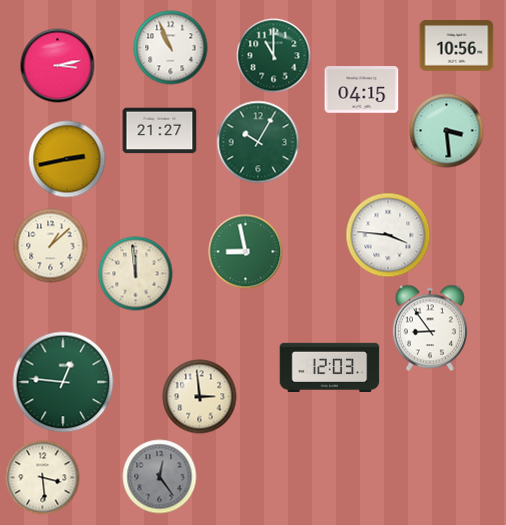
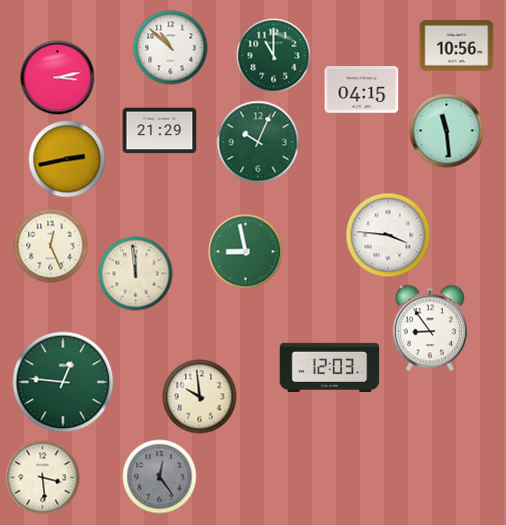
clock at (171, 48): 10:56 -> 10:52
clock at (58, 66) position: (58, 66) -> (58, 78)
clock at (160, 131): 21:27 -> 21:29
clock at (447, 131): 3:29 -> 11:29
clock at (258, 142): 10:05 -> 10:04
clock at (51, 246): 1:08 -> 12:26
clock at (200, 397): 2:59 -> 9:59
